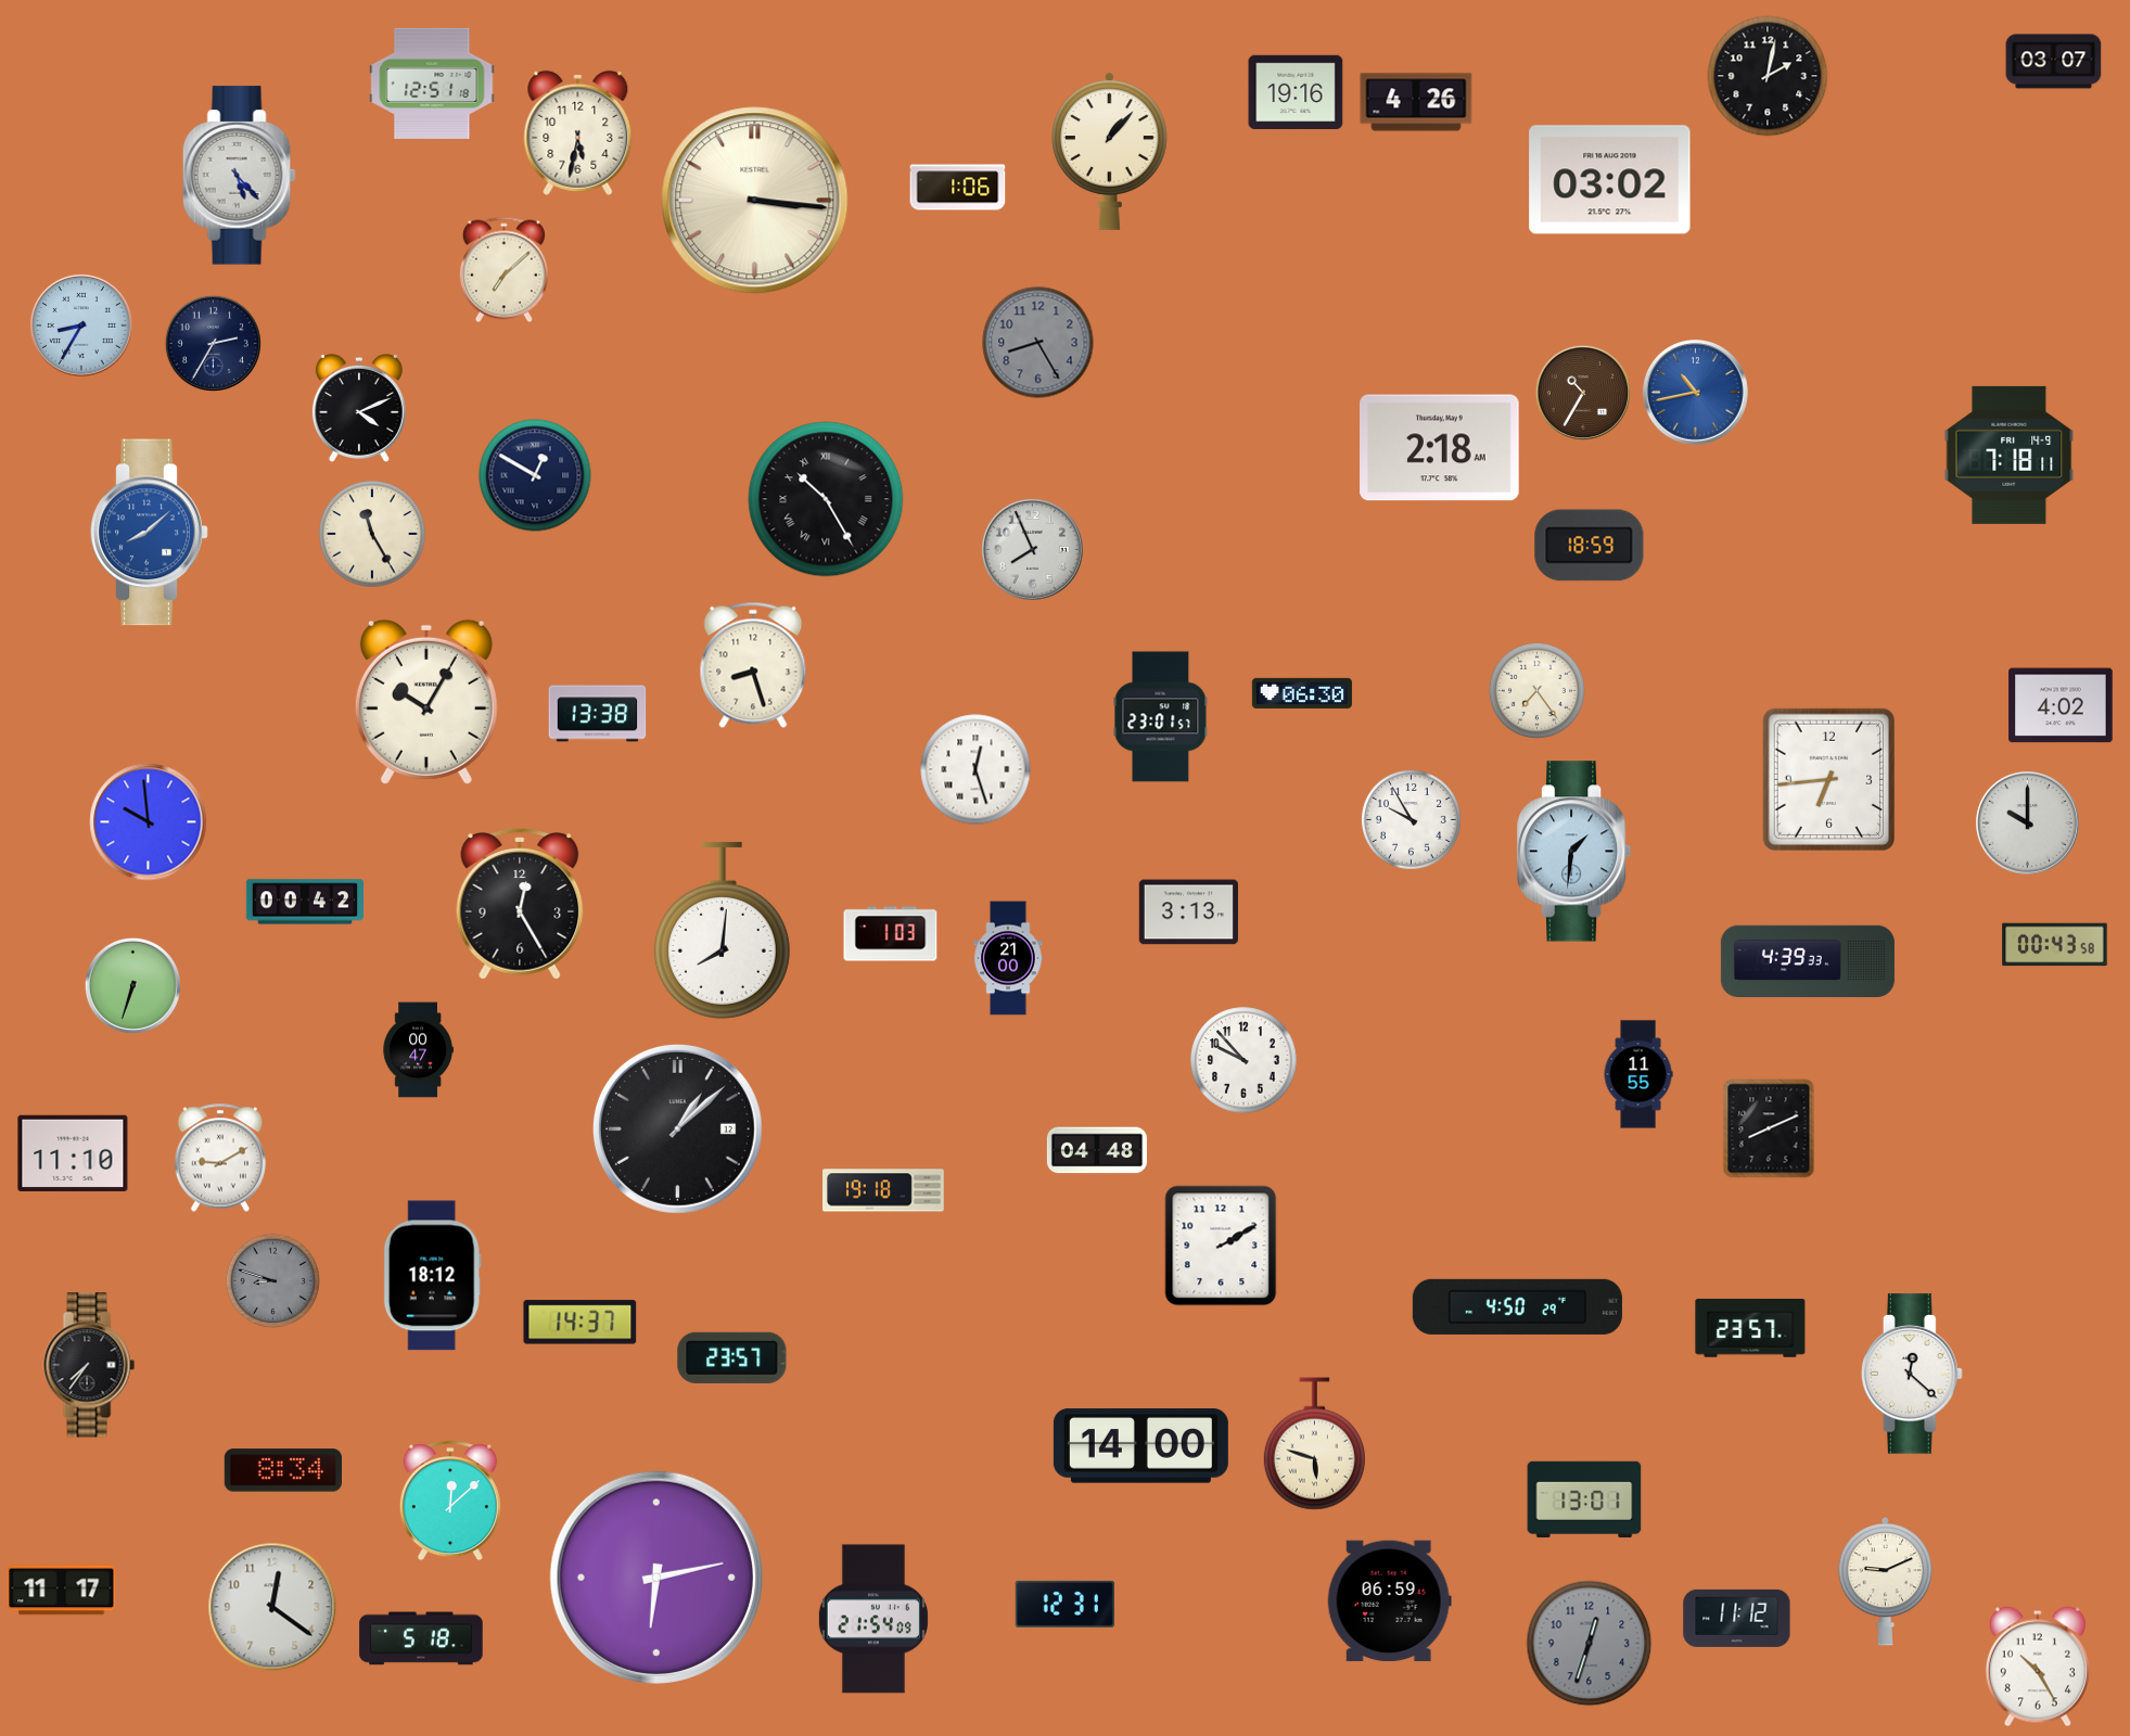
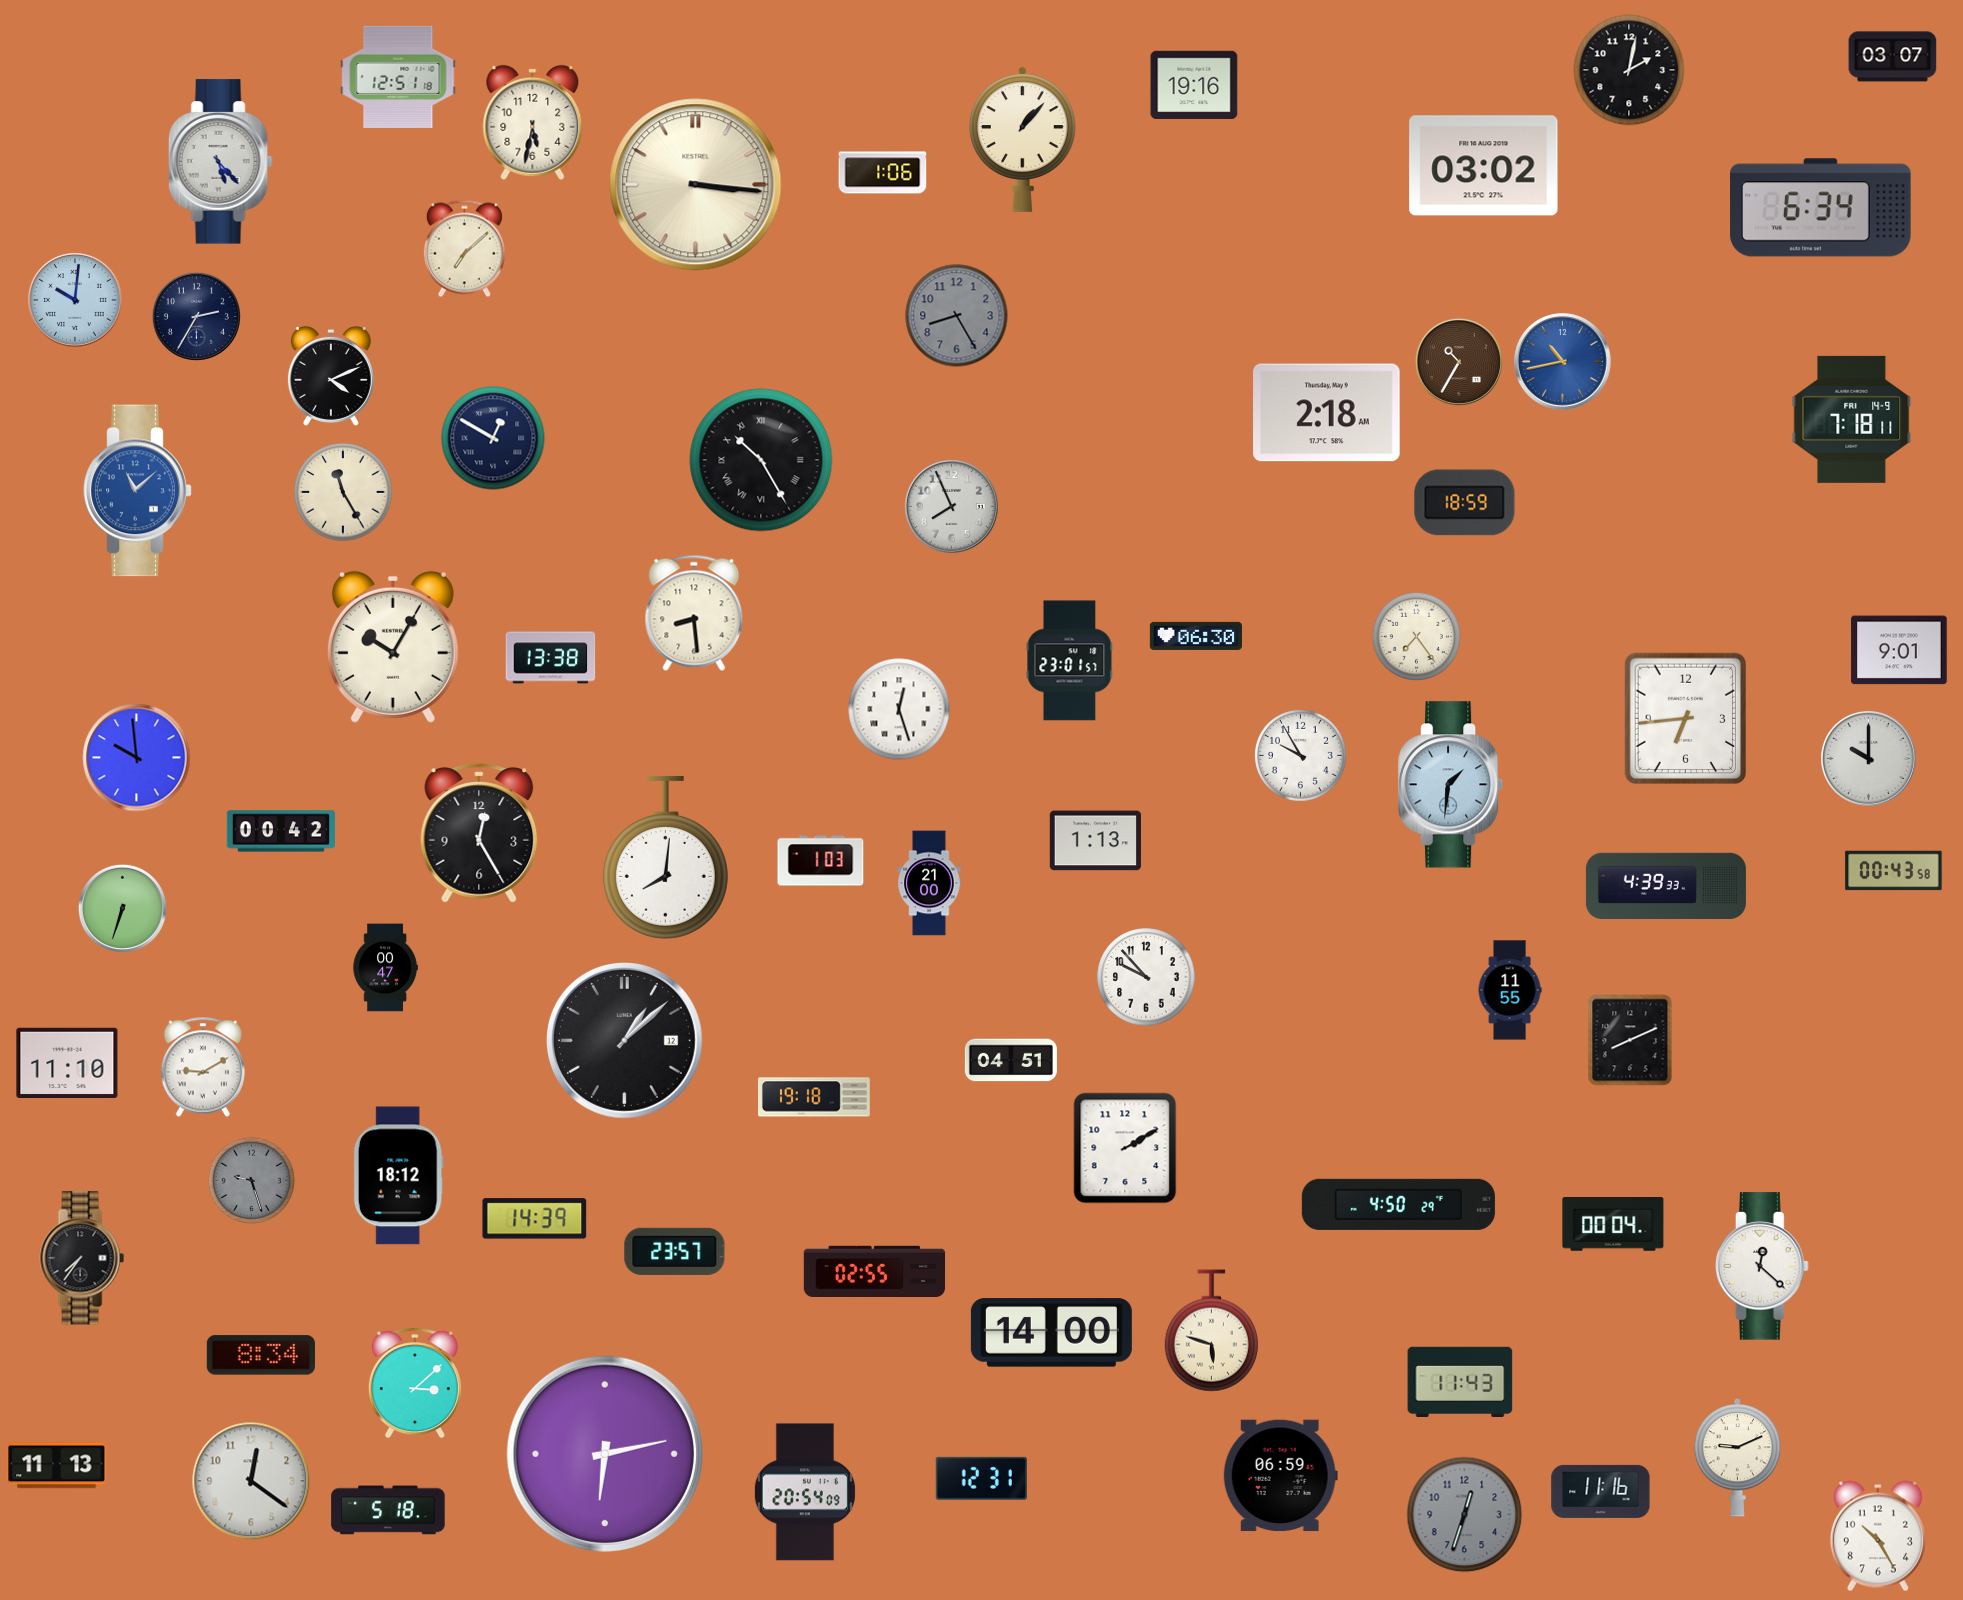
clock at (1416, 102): 4:26 -> none
clock at (1821, 208): none -> 6:34
clock at (81, 325): 8:35 -> 10:01
clock at (150, 533): 8:08 -> 11:08
clock at (753, 665): 8:27 -> 8:29
clock at (1302, 693) position: (1302, 693) -> (1196, 636)
clock at (2061, 705): 4:02 -> 9:01
clock at (1188, 912): 3:13 -> 1:13
clock at (1097, 1150): 04:48 -> 04:51
clock at (272, 1280): 8:48 -> 9:27
clock at (581, 1323): 14:37 -> 14:39
clock at (1750, 1329): 23:57 -> 00:04
clock at (875, 1271): none -> 02:55
clock at (1584, 1498): 13:01 -> 11:43
clock at (450, 1501): 12:08 -> 3:08
clock at (62, 1591): 11:17 -> 11:13
clock at (1737, 1618): 11:12 -> 11:16
clock at (873, 1619): 21:54 -> 20:54
